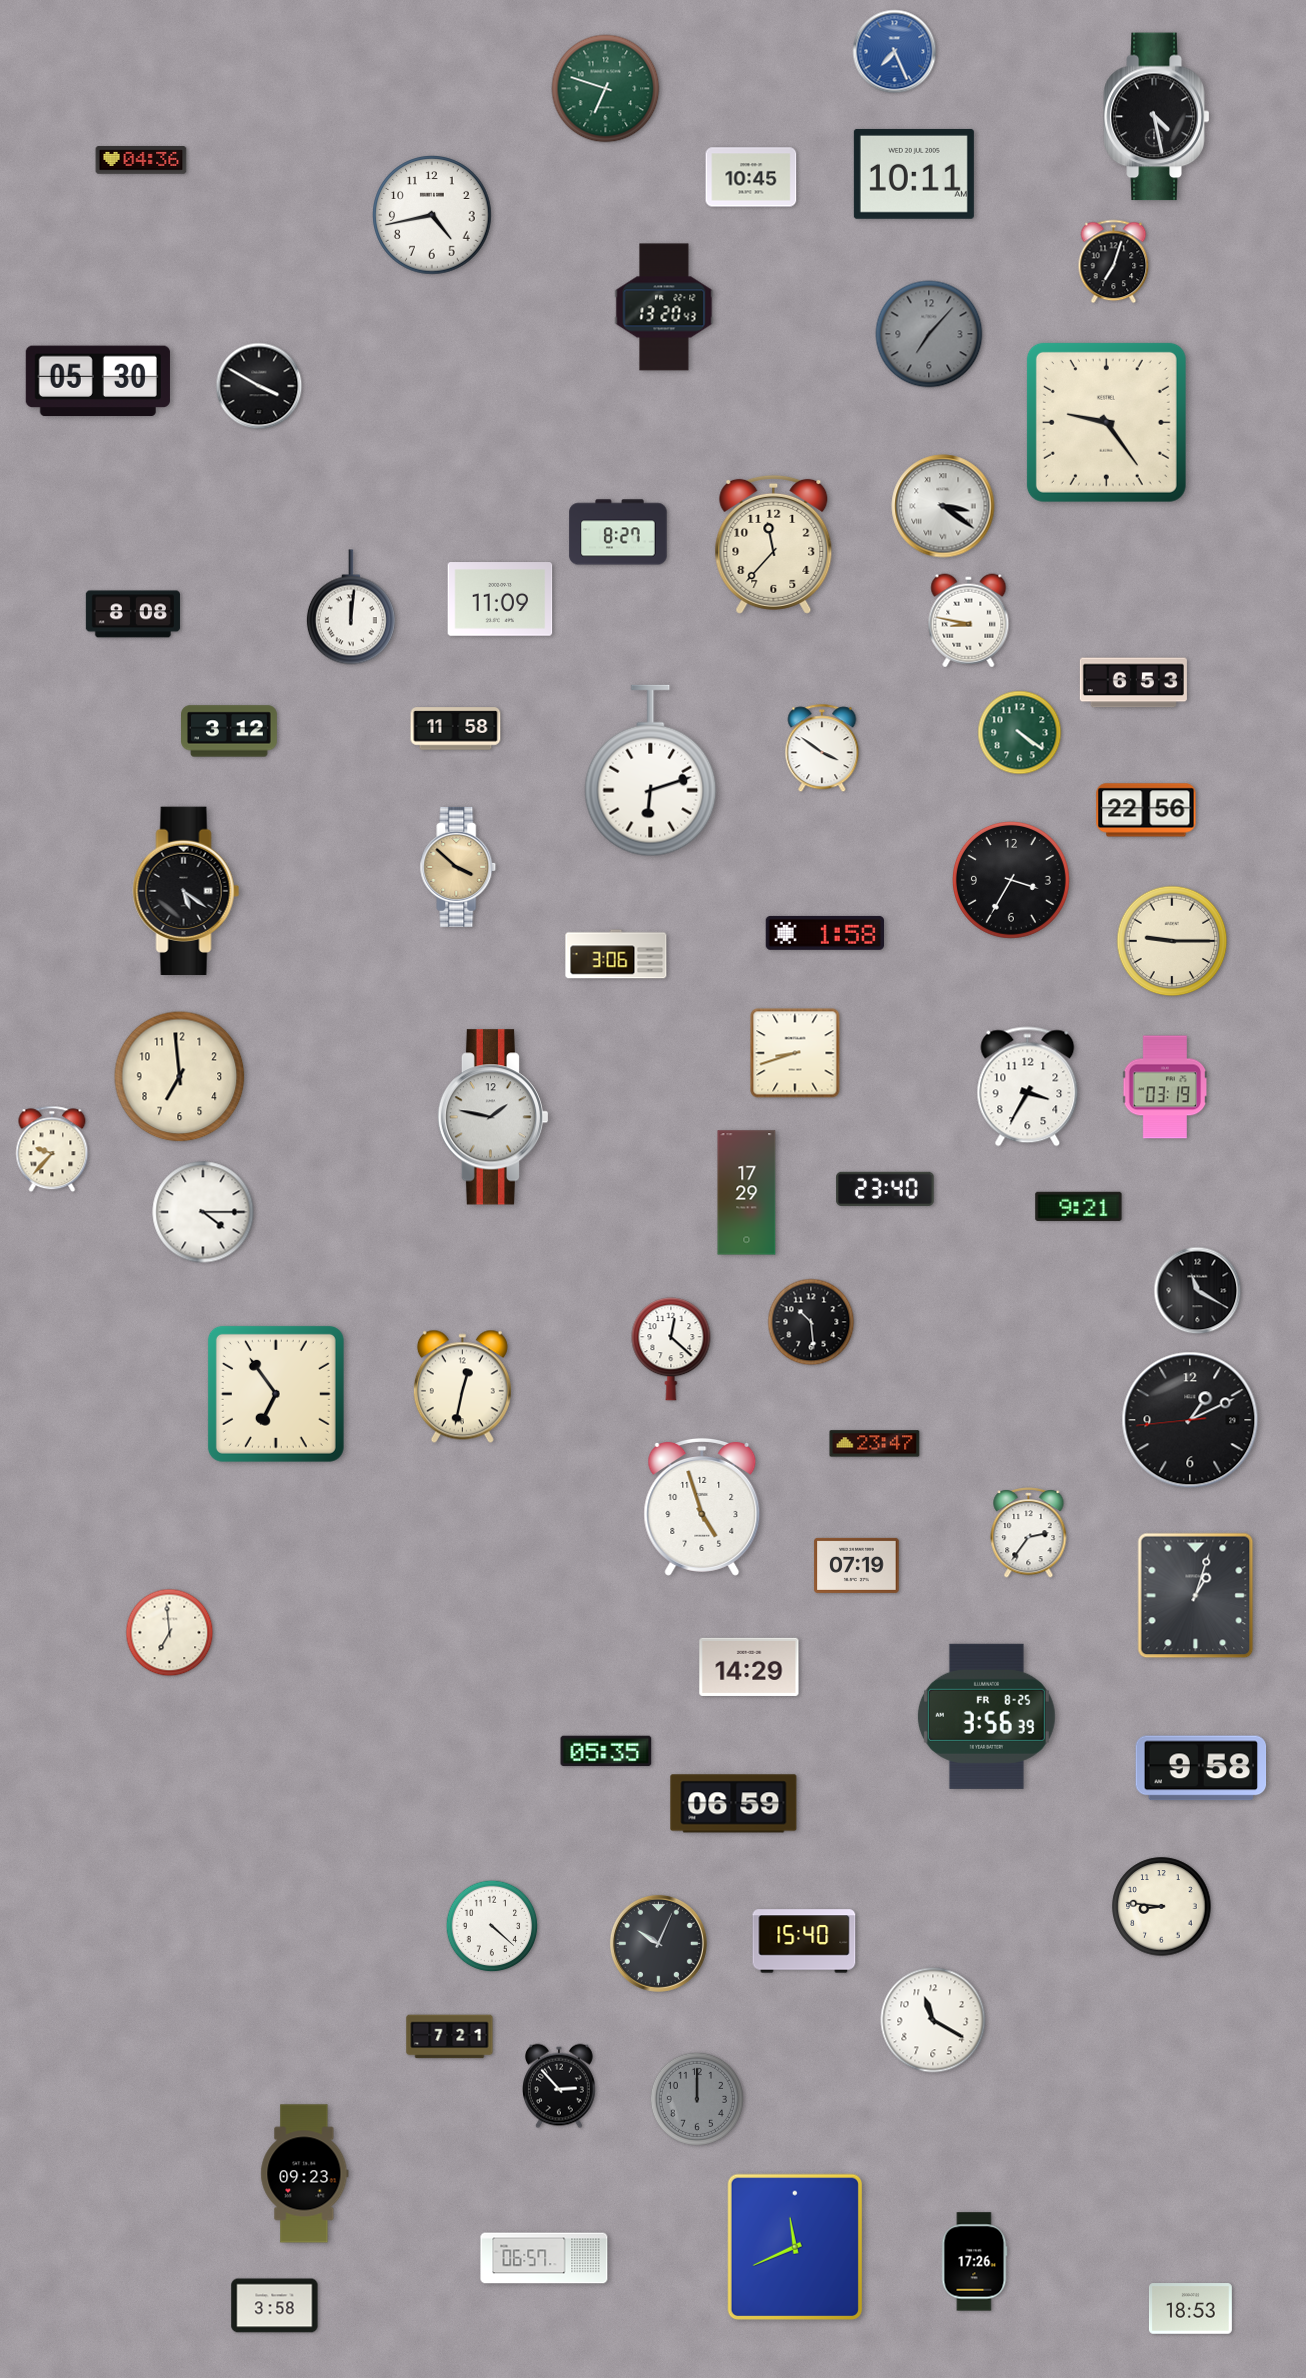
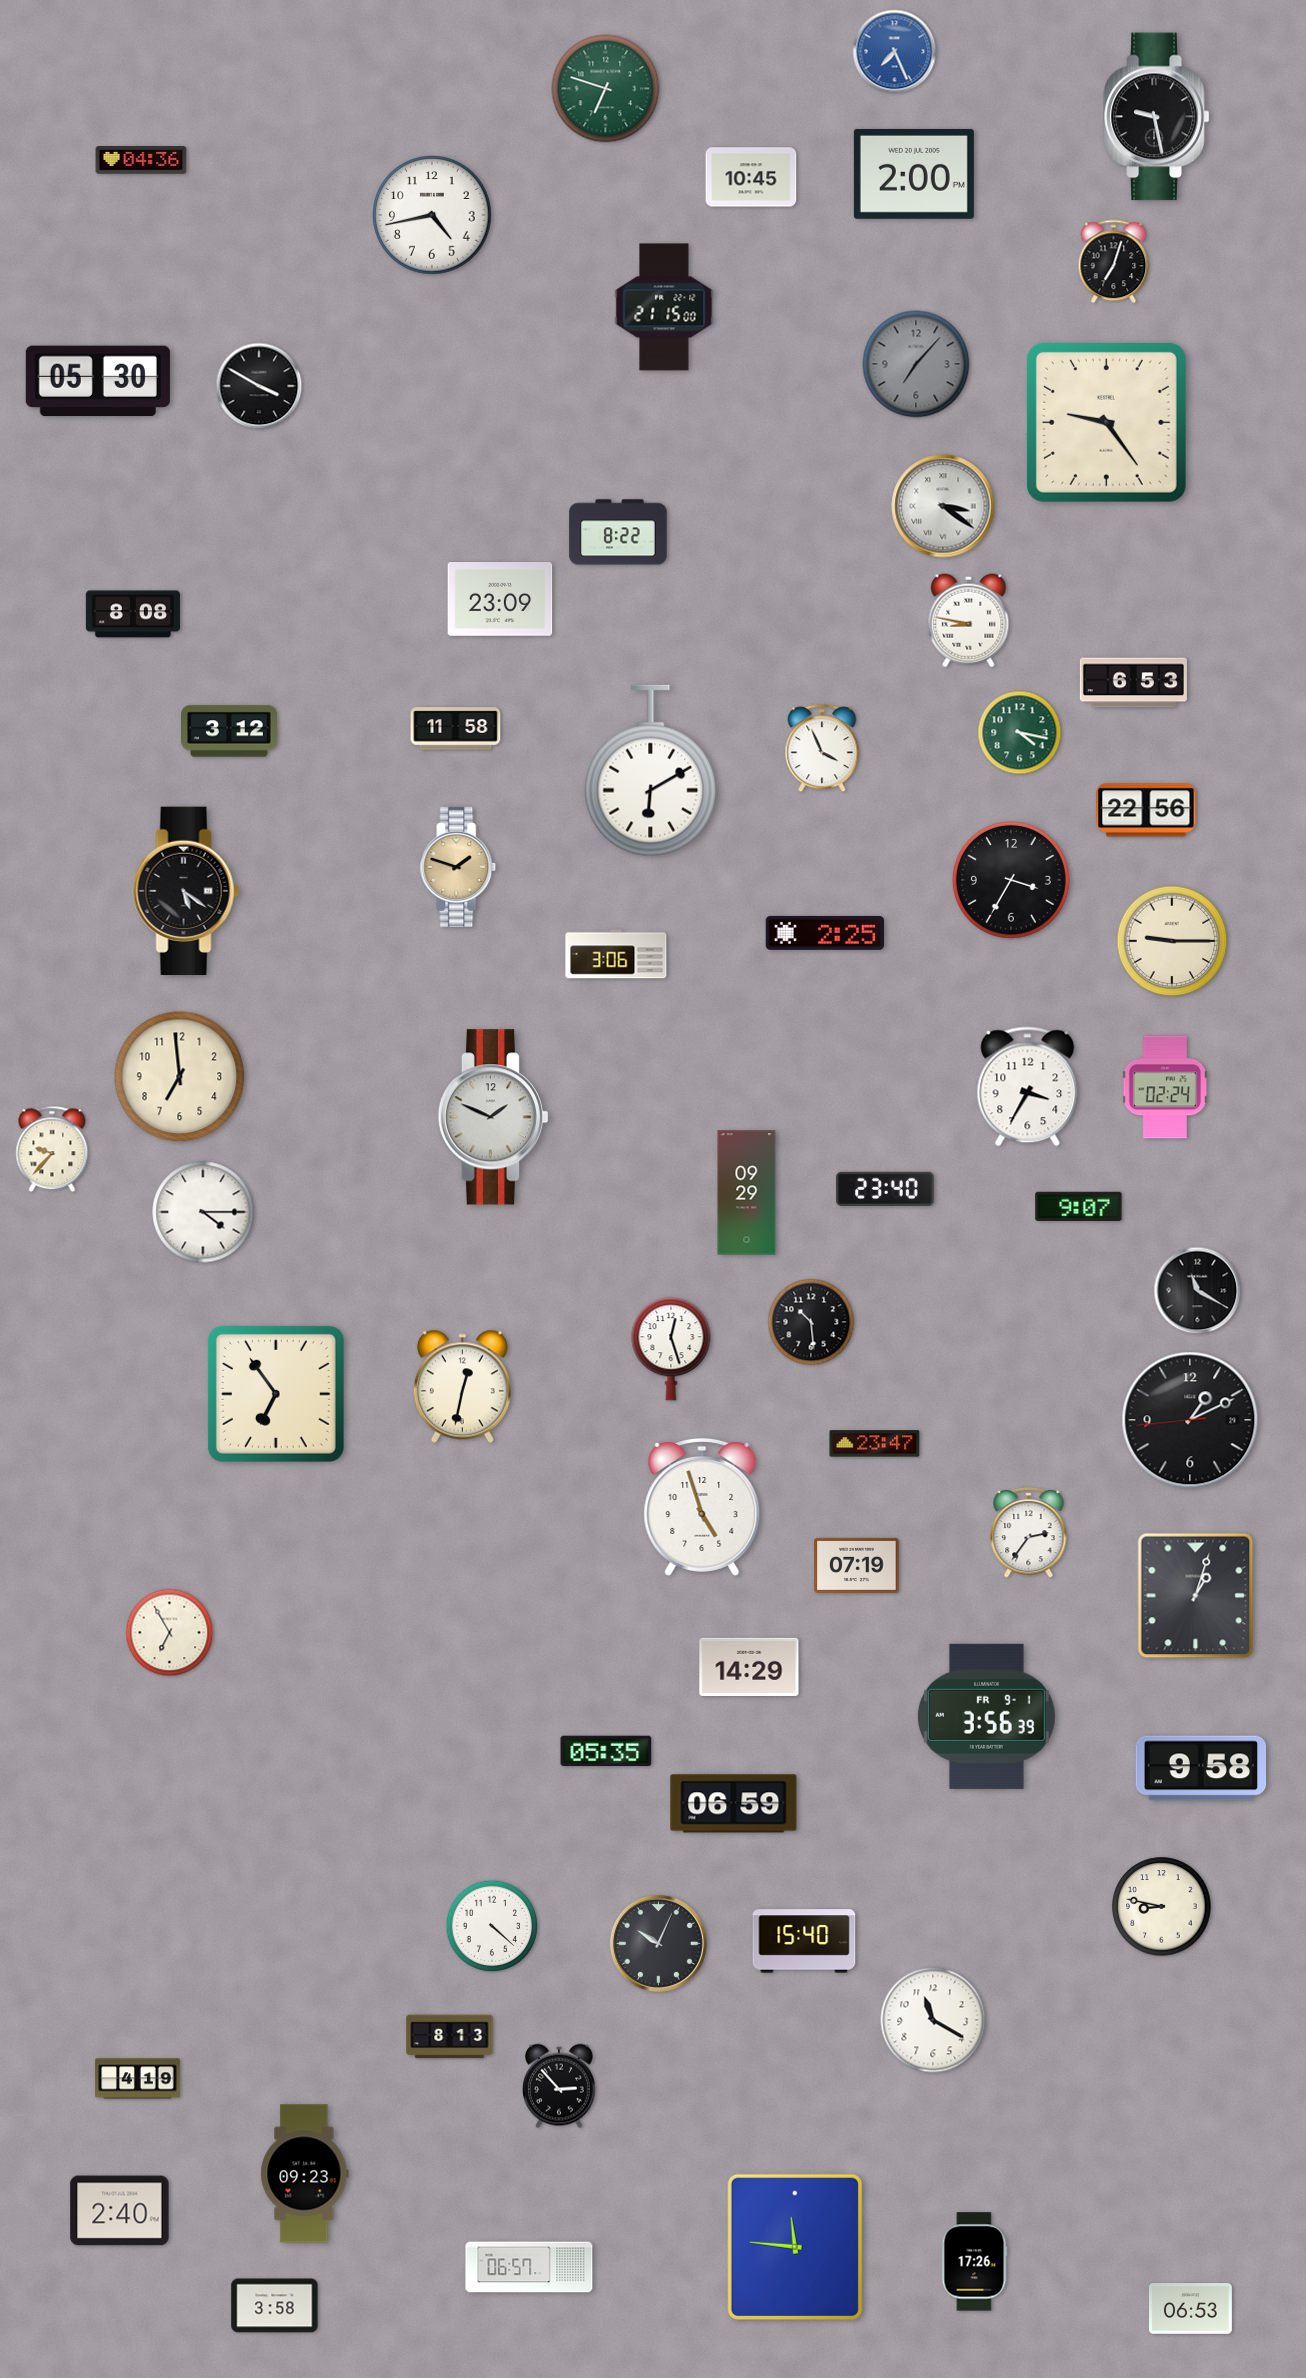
clock at (1157, 117): 4:28 -> 9:28
clock at (914, 174): 10:11 -> 2:00
clock at (664, 307): 13:20 -> 21:15
clock at (929, 334) position: (929, 334) -> (916, 364)
clock at (618, 532): 8:27 -> 8:22
clock at (774, 544): 11:37 -> none
clock at (500, 599): 11:09 -> 23:09
clock at (351, 607): 12:01 -> none
clock at (1020, 733): 4:21 -> 4:17
clock at (822, 749): 3:51 -> 3:56
clock at (651, 771): 6:12 -> 6:10
clock at (458, 867): 3:52 -> 1:48
clock at (824, 933): 1:58 -> 2:25
clock at (795, 1053): 8:42 -> none
clock at (1165, 1087): 03:19 -> 02:24
clock at (493, 1117): 1:47 -> 1:49
clock at (747, 1193): 17:29 -> 09:29
clock at (1079, 1206): 9:21 -> 9:07
clock at (671, 1349): 12:22 -> 12:27
clock at (170, 1633): 6:59 -> 6:55
clock at (986, 1716) date: FR 8-25 -> FR 9-1
clock at (1162, 1907): 8:46 -> 8:47
clock at (450, 2037): 7:21 -> 8:13
clock at (138, 2079): none -> 4:19
clock at (697, 2099): 12:00 -> none
clock at (120, 2211): none -> 2:40
clock at (794, 2246): 11:41 -> 11:46
clock at (544, 2258) position: (544, 2258) -> (529, 2267)
clock at (1190, 2309): 18:53 -> 06:53
